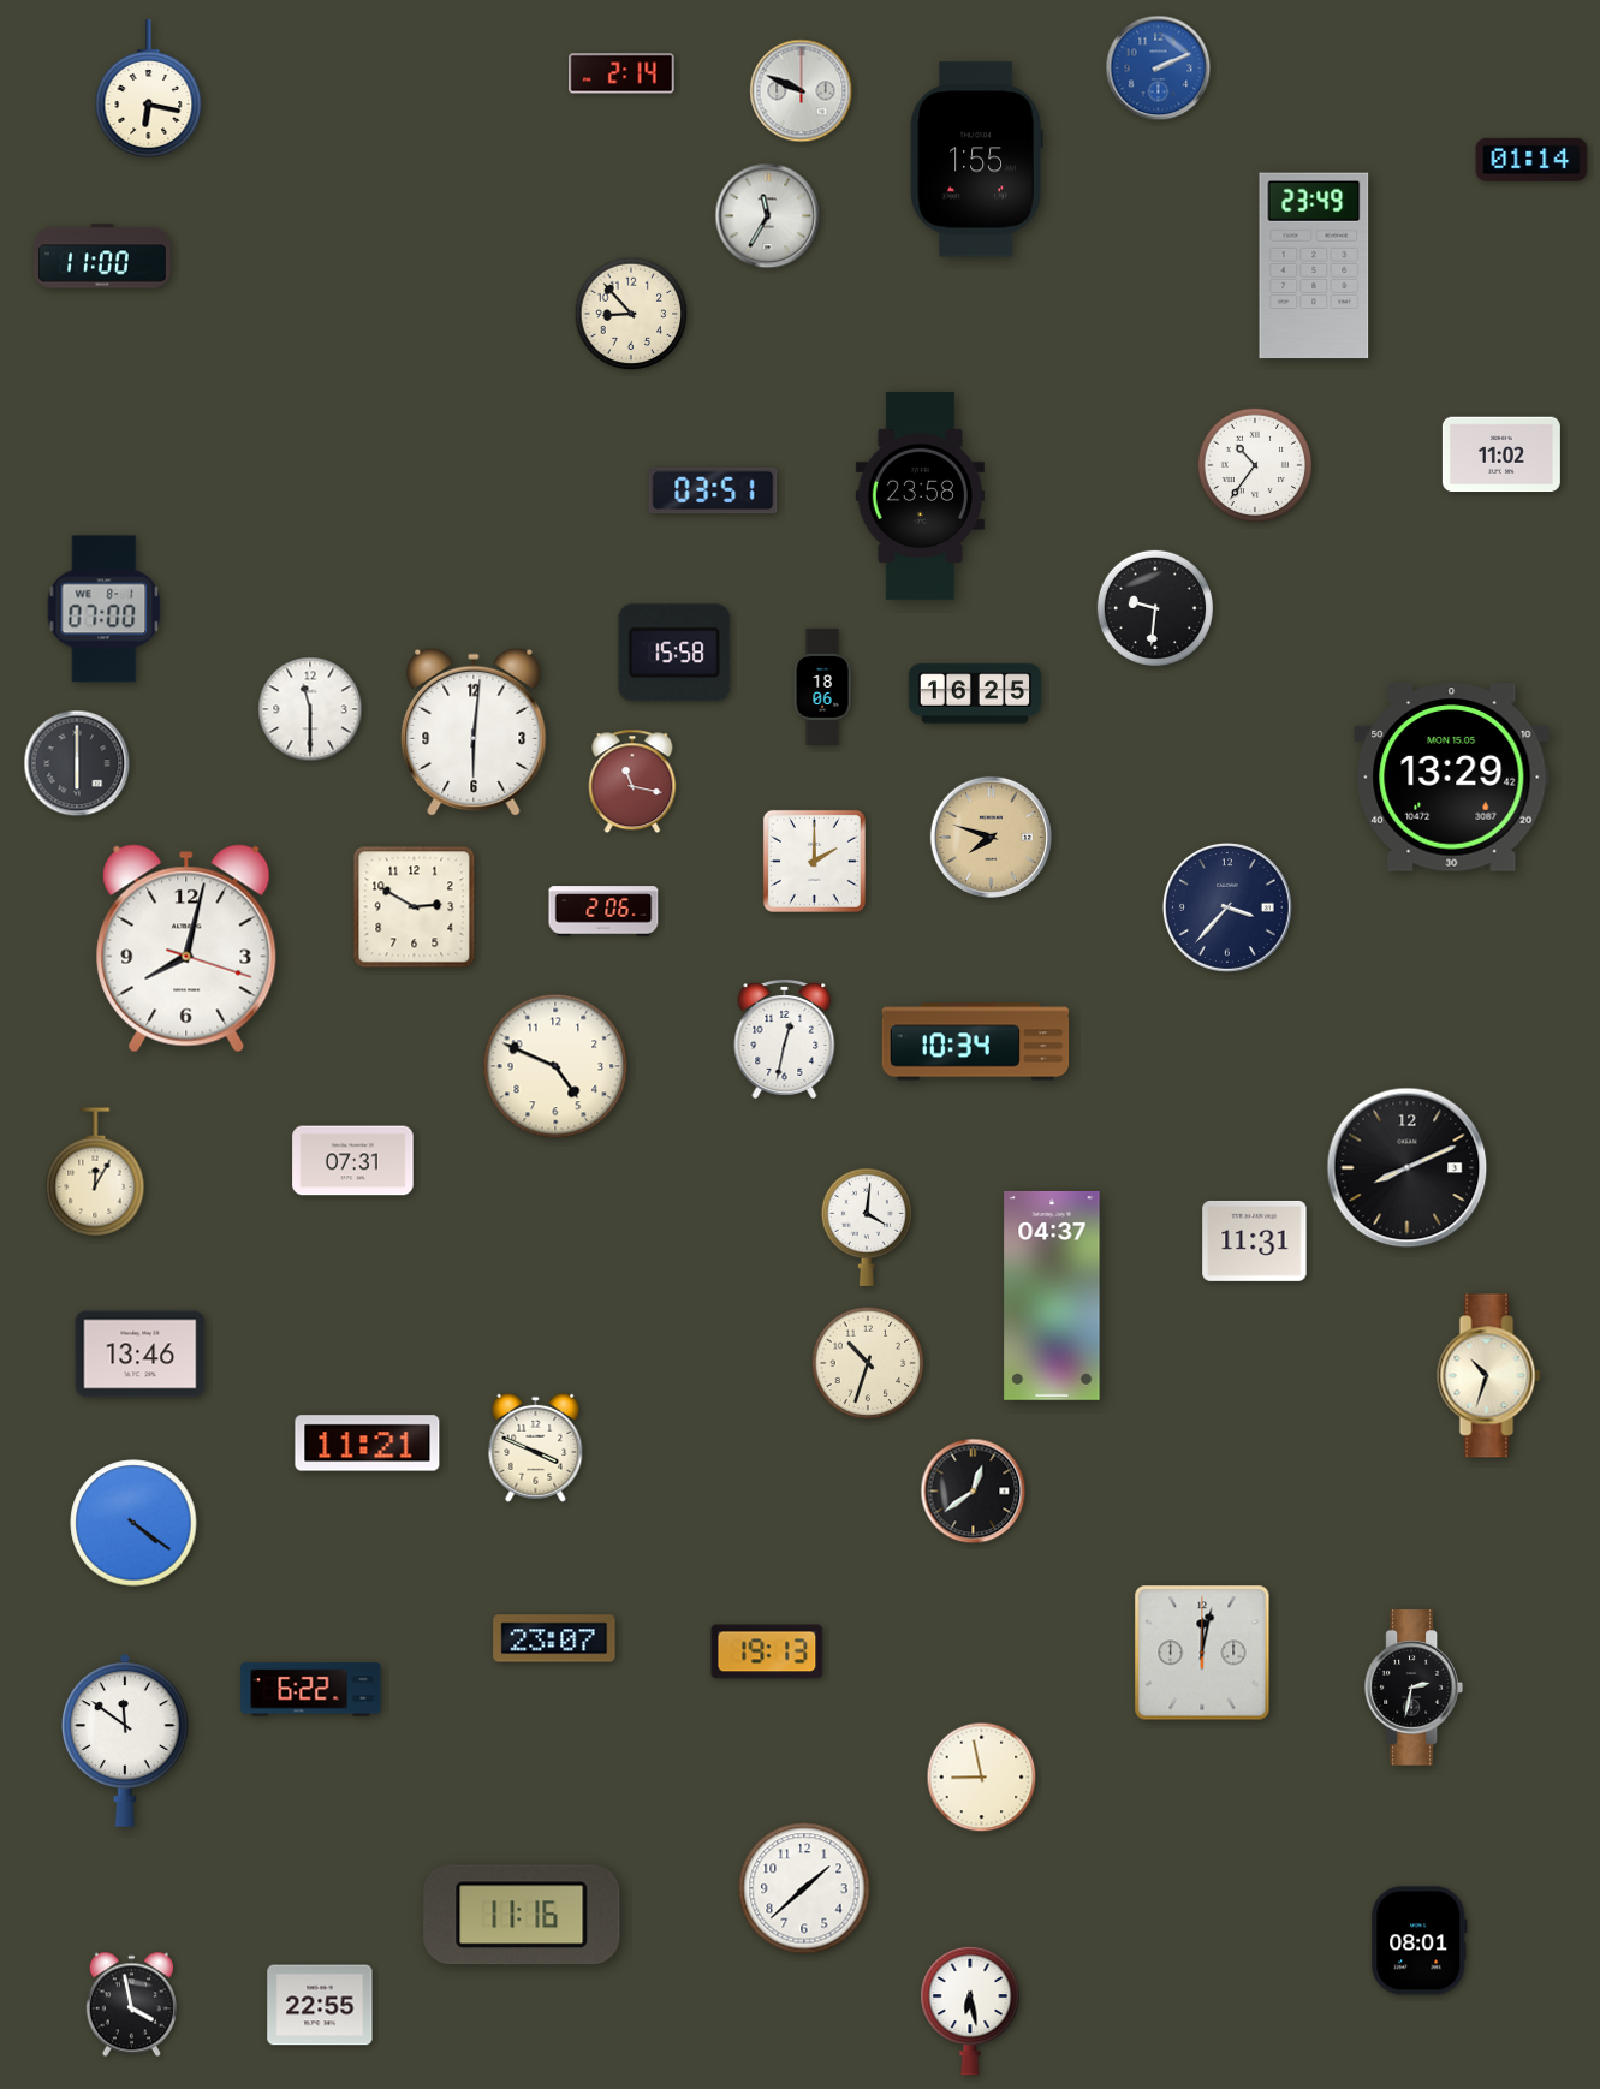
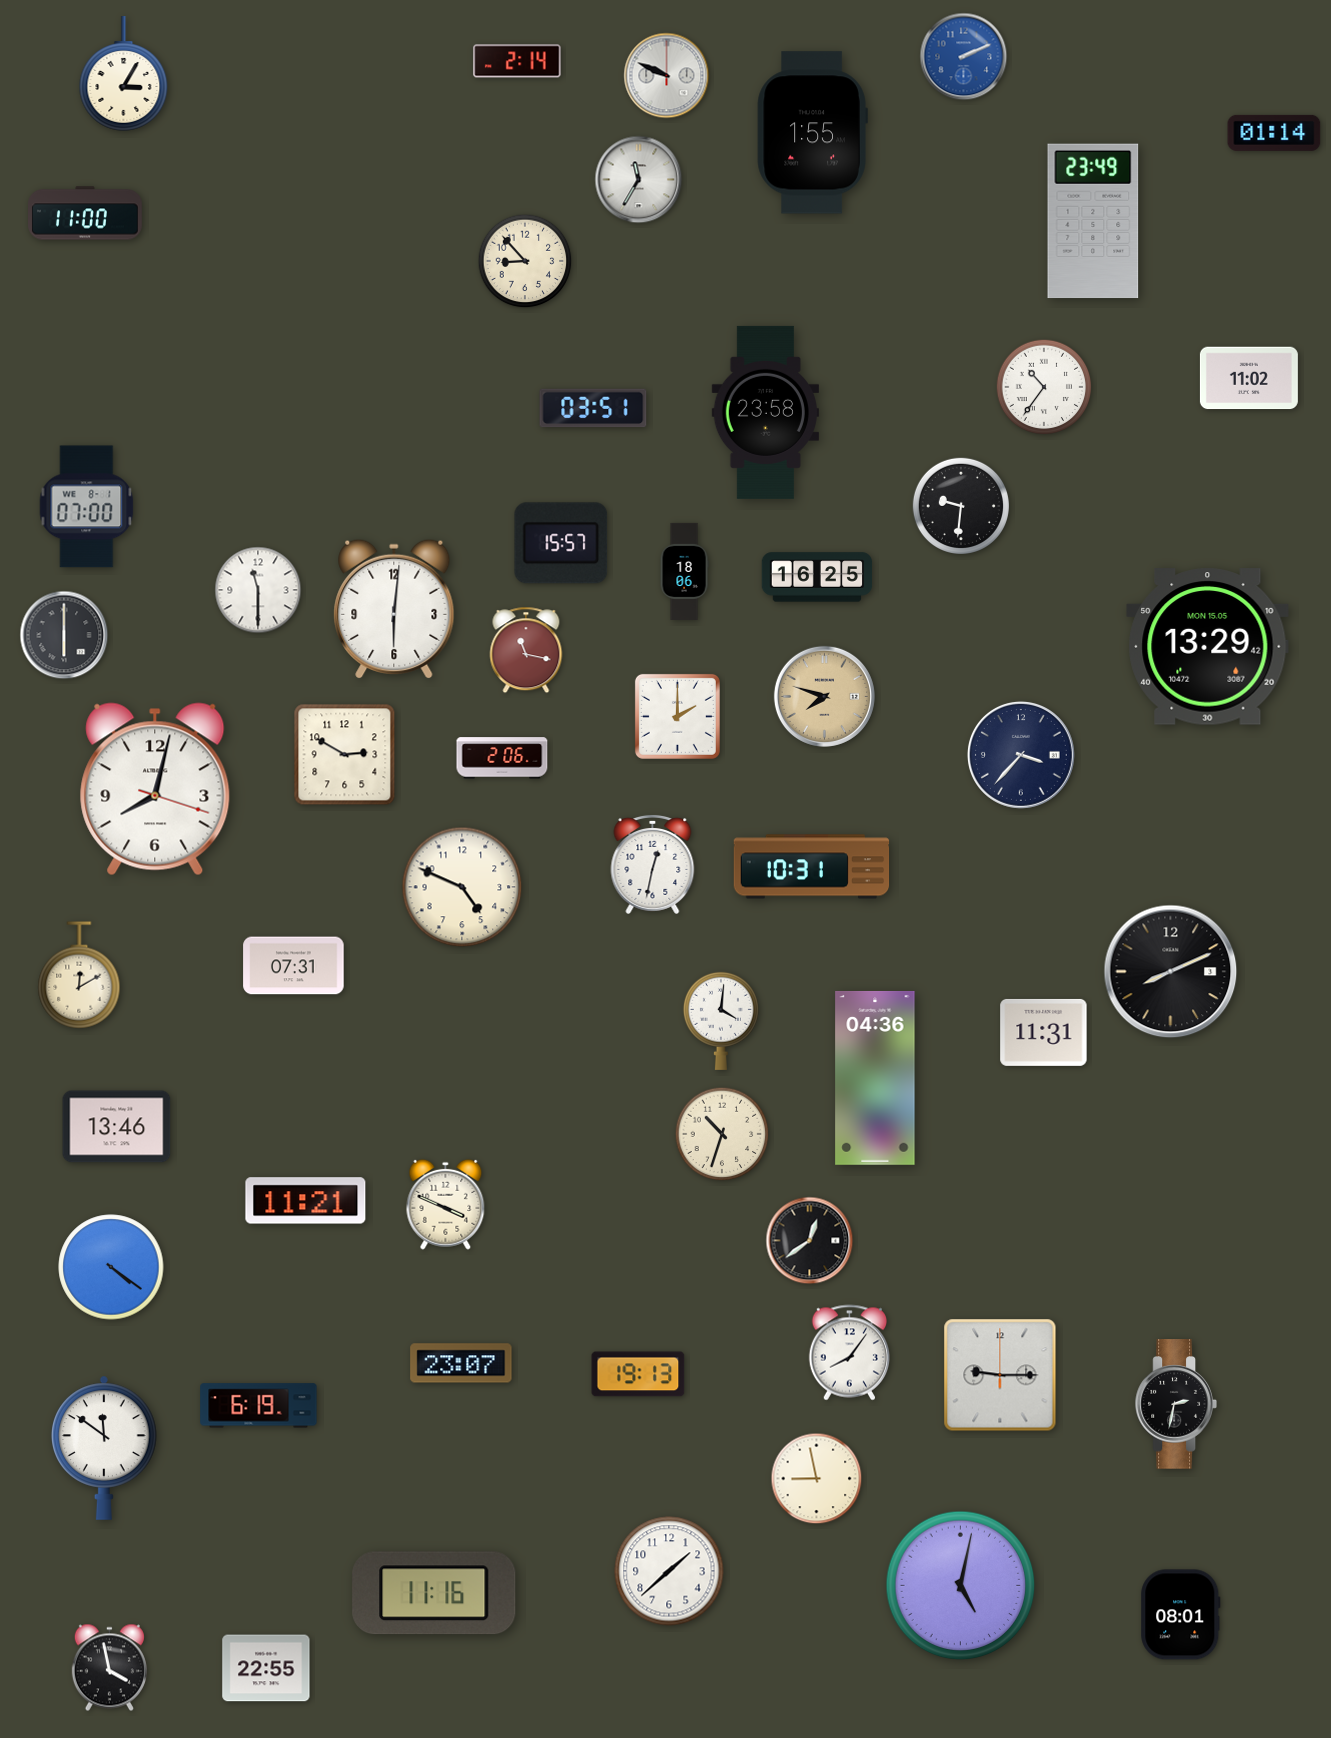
clock at (149, 89): 6:17 -> 3:05
clock at (674, 653): 15:58 -> 15:57
clock at (975, 694) position: (975, 694) -> (817, 577)
clock at (976, 1042): 10:34 -> 10:31
clock at (95, 1172): 12:05 -> 12:10
clock at (1052, 1296): 04:37 -> 04:36
clock at (1489, 1376): 10:33 -> none
clock at (849, 1353): none -> 8:06
clock at (1202, 1653): 12:02 -> 9:15
clock at (311, 1690): 6:22 -> 6:19
clock at (961, 1586): none -> 5:02
clock at (970, 2011): 6:28 -> none
